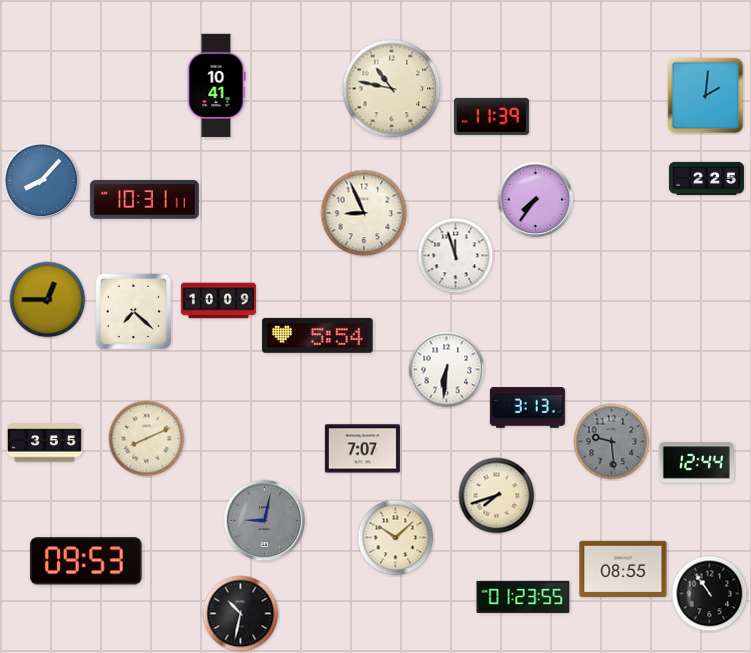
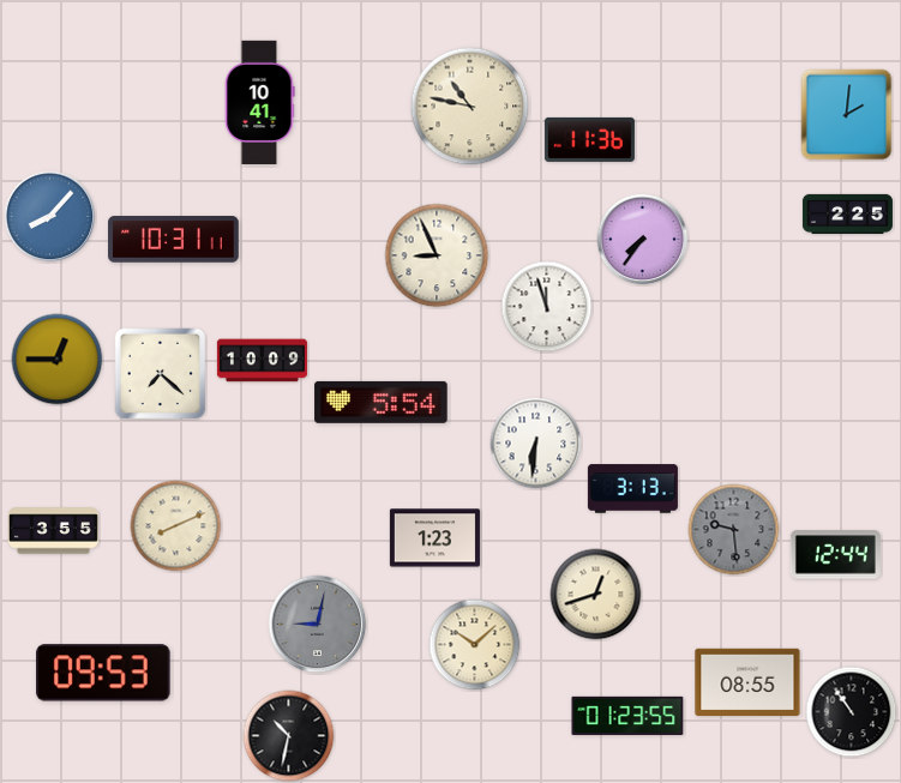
clock at (491, 116): 11:39 -> 11:36
clock at (362, 449): 7:07 -> 1:23
clock at (497, 496): 7:42 -> 12:42
